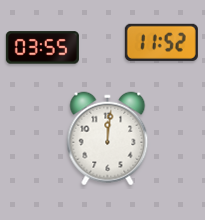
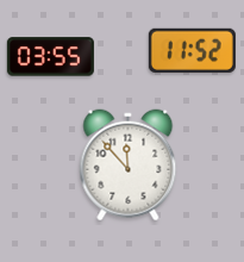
clock at (108, 139): 12:01 -> 11:53
